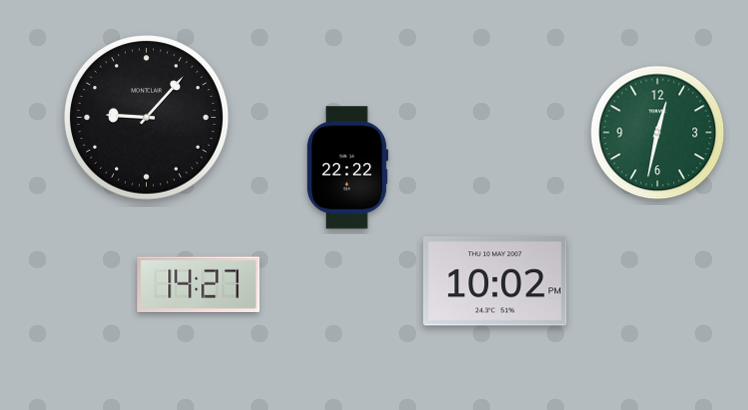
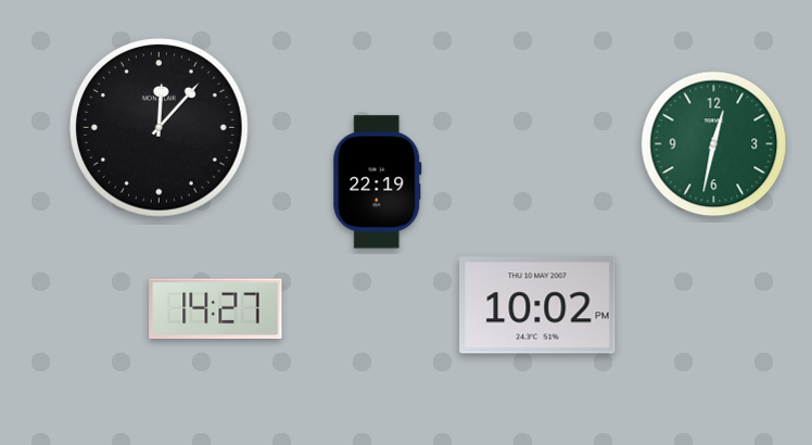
clock at (147, 118): 9:07 -> 12:07
clock at (348, 168): 22:22 -> 22:19
